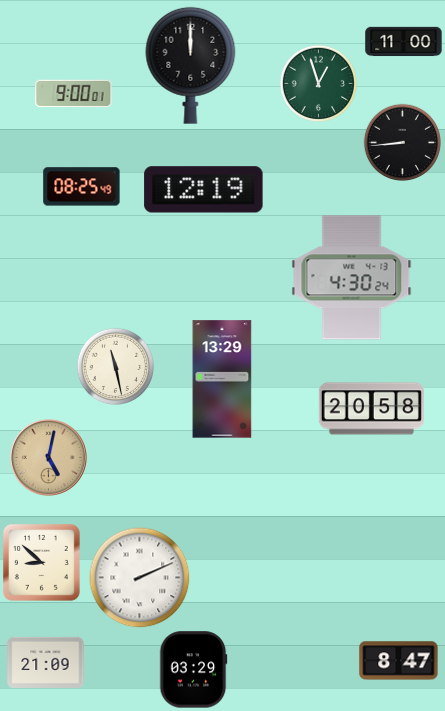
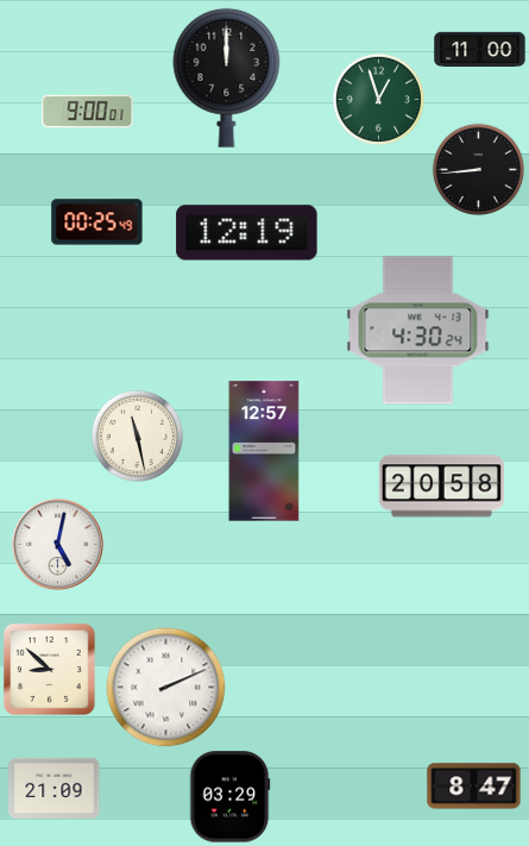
clock at (82, 187): 08:25 -> 00:25
clock at (204, 190) position: (204, 190) -> (247, 233)
clock at (222, 379): 13:29 -> 12:57
clock at (48, 457) dial: champagne -> white
